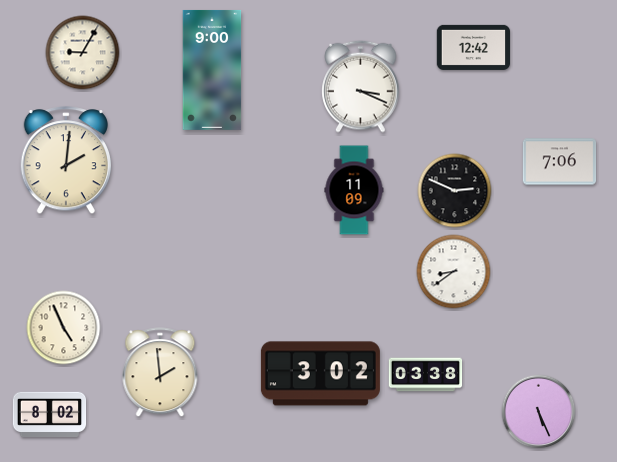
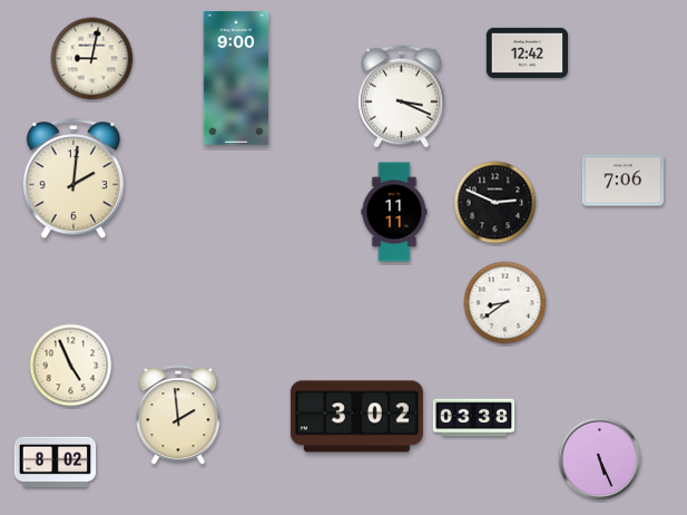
clock at (83, 53): 9:05 -> 9:02
clock at (354, 190): 11:09 -> 11:11
clock at (455, 191) position: (455, 191) -> (495, 203)
